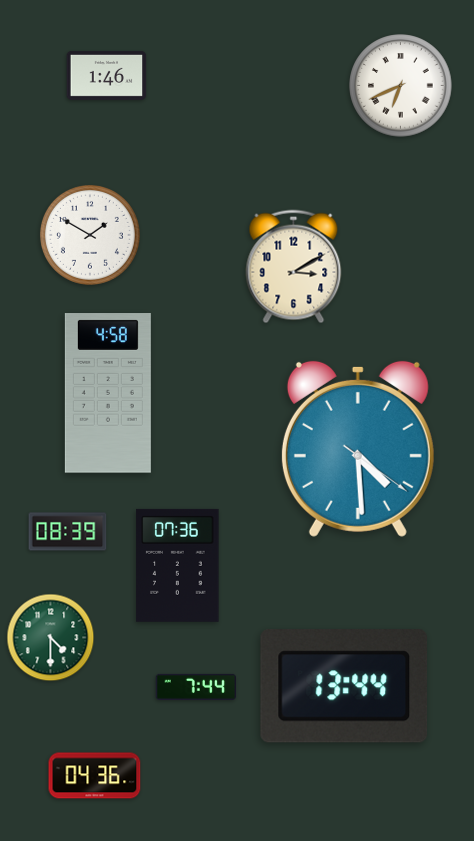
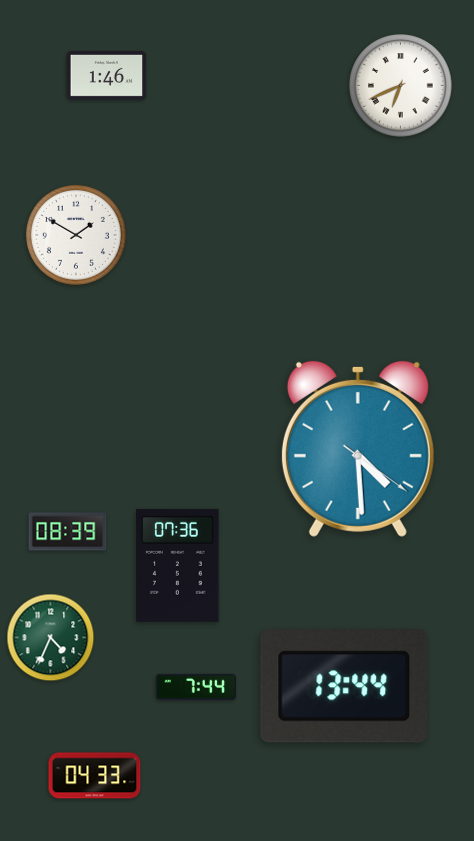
clock at (90, 235) position: (90, 235) -> (76, 235)
clock at (294, 267): 3:10 -> none
clock at (108, 393): 4:58 -> none
clock at (51, 638): 4:30 -> 4:34
clock at (95, 776): 04:36 -> 04:33
